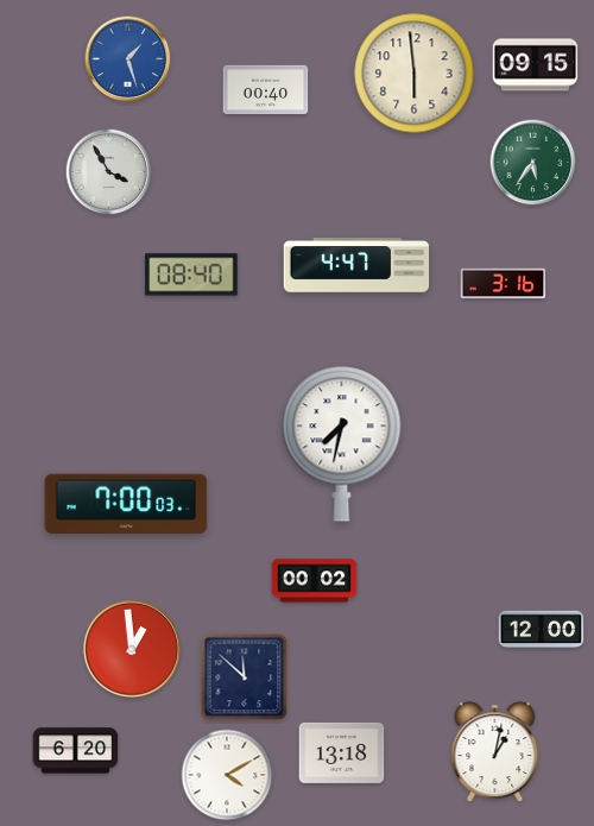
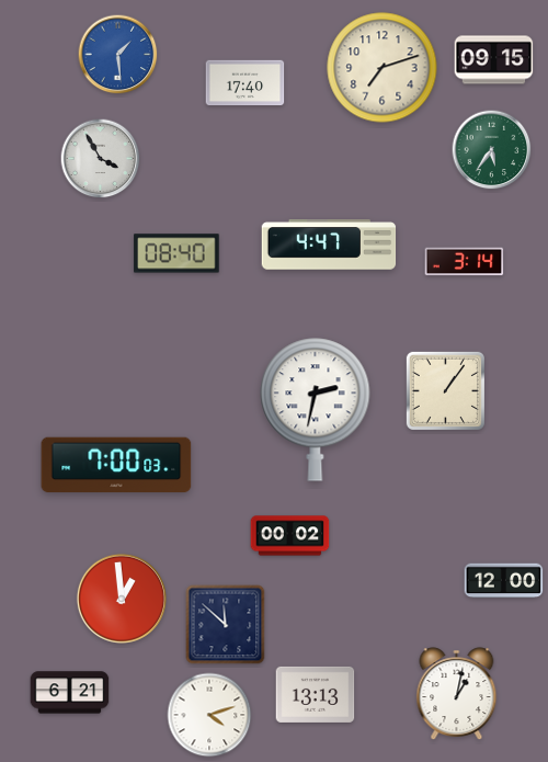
clock at (128, 59): 1:27 -> 1:29
clock at (415, 74): 5:59 -> 7:12
clock at (266, 90): 00:40 -> 17:40
clock at (504, 284): 3:16 -> 3:14
clock at (445, 390): none -> 1:06
clock at (342, 444): 7:32 -> 2:32
clock at (542, 630) position: (542, 630) -> (504, 581)
clock at (76, 751): 6:20 -> 6:21
clock at (342, 752): 13:18 -> 13:13
clock at (227, 775): 4:10 -> 4:12
